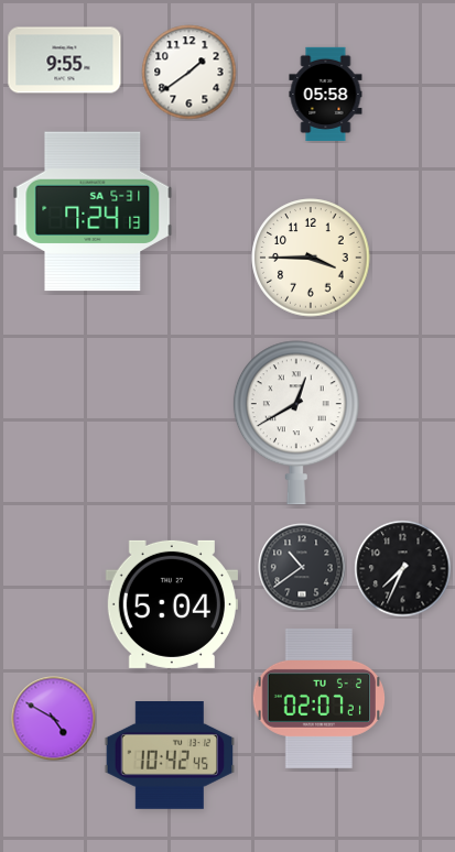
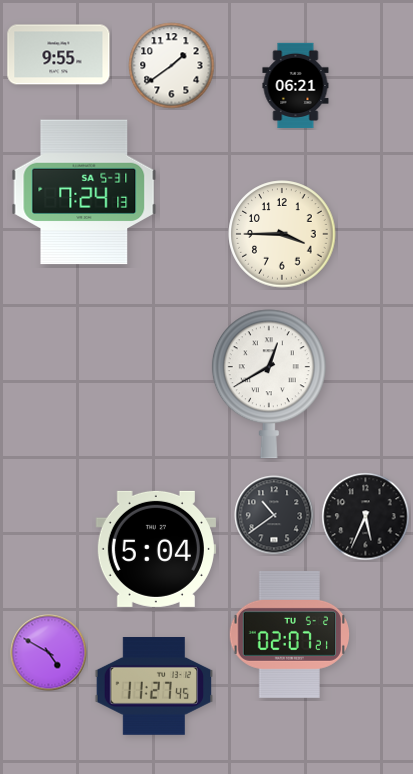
clock at (326, 95): 05:58 -> 06:21
clock at (403, 569): 7:34 -> 5:34
clock at (170, 756): 10:42 -> 11:27
